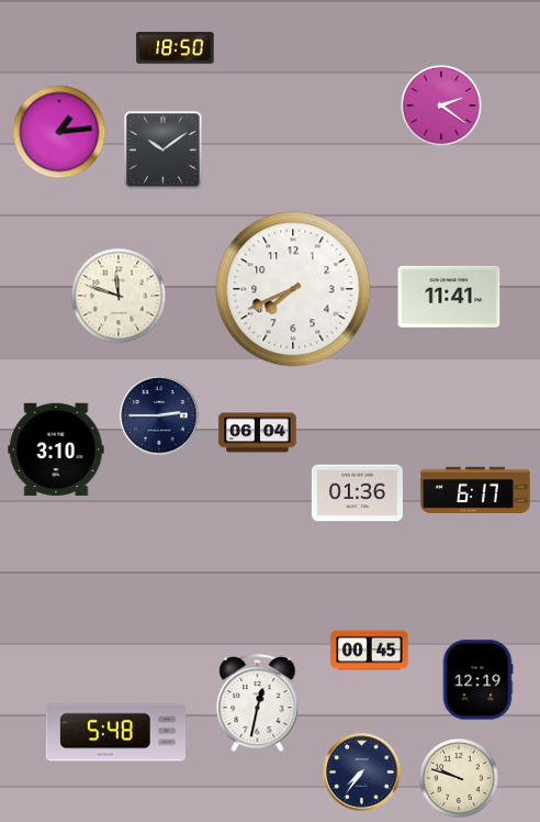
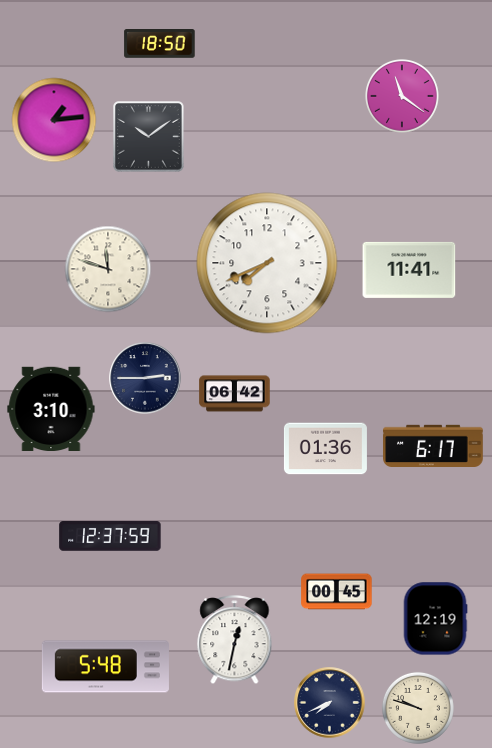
clock at (442, 107): 2:21 -> 11:21
clock at (258, 433): 06:04 -> 06:42
clock at (110, 536): none -> 12:37
clock at (362, 773): 7:36 -> 7:41
